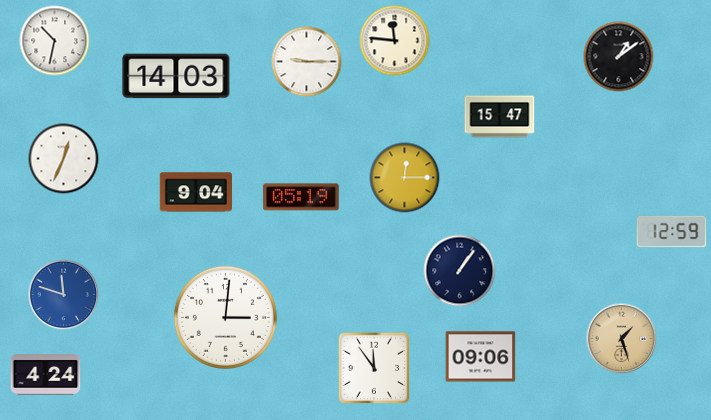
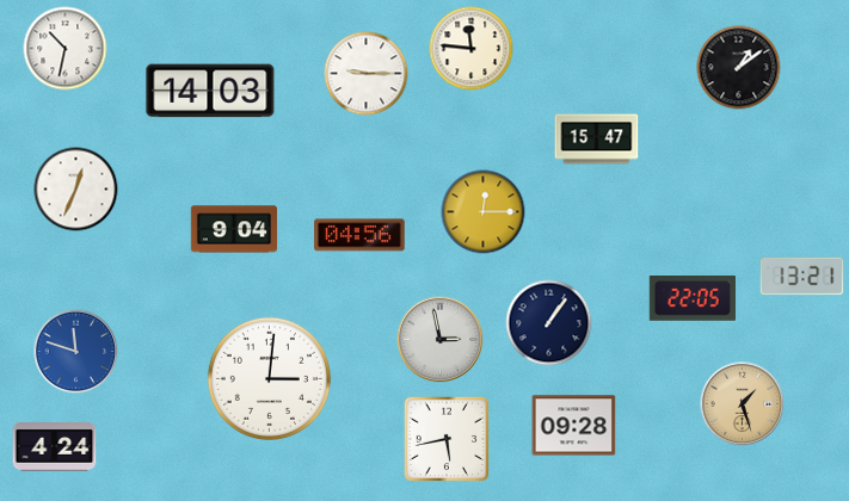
clock at (301, 197): 05:19 -> 04:56
clock at (672, 232): 12:59 -> 13:21
clock at (691, 299): none -> 22:05
clock at (441, 340): none -> 2:58
clock at (481, 357): 09:06 -> 09:28
clock at (374, 368): 11:54 -> 5:43
